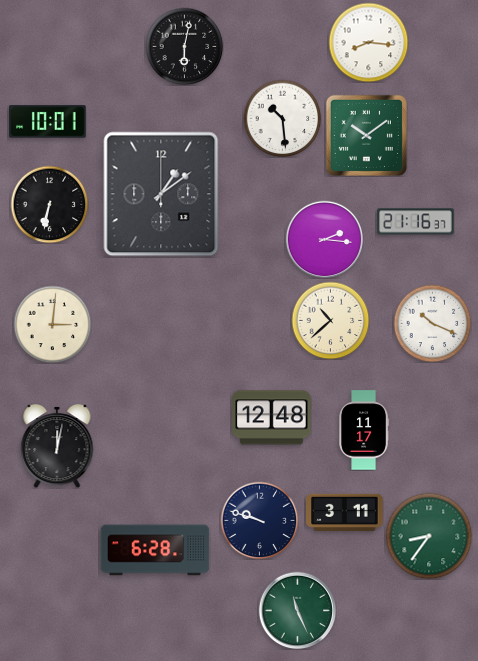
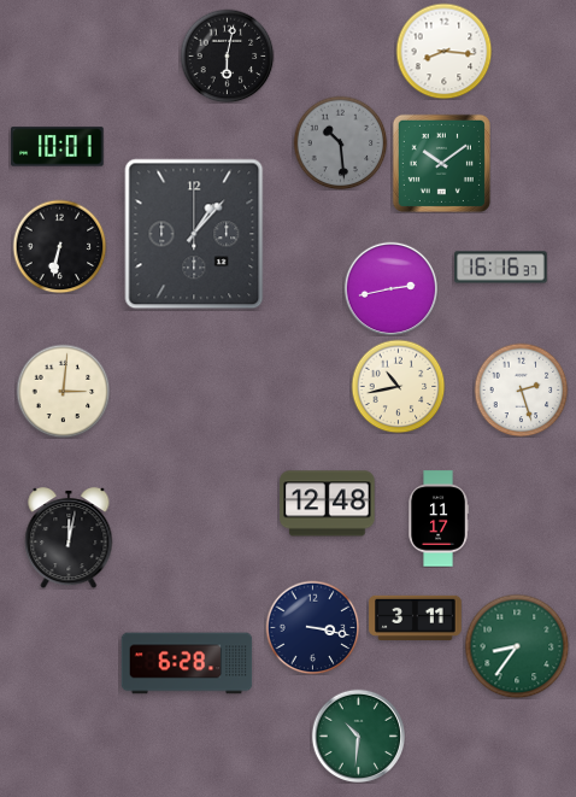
clock at (184, 46) position: (184, 46) -> (227, 55)
clock at (282, 118) dial: white -> grey
clock at (161, 194): 1:09 -> 1:07
clock at (416, 222): 21:16 -> 16:16
clock at (324, 239): 2:16 -> 2:43
clock at (330, 320): 10:38 -> 10:43
clock at (432, 323): 10:19 -> 2:27
clock at (259, 520): 9:48 -> 3:17
clock at (297, 610): 11:26 -> 10:31
